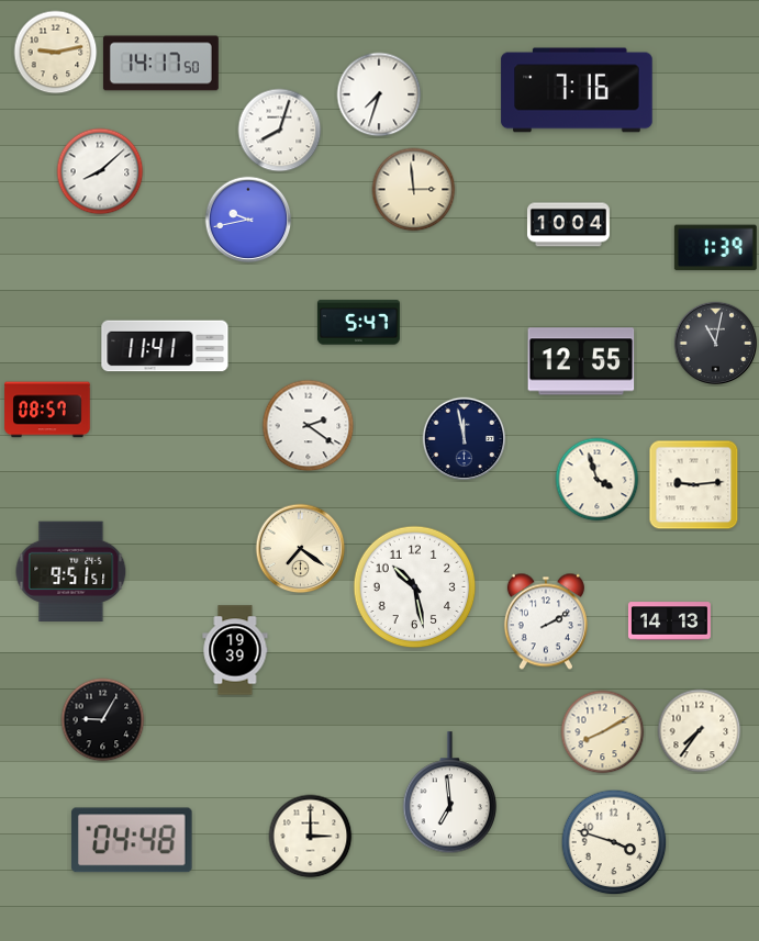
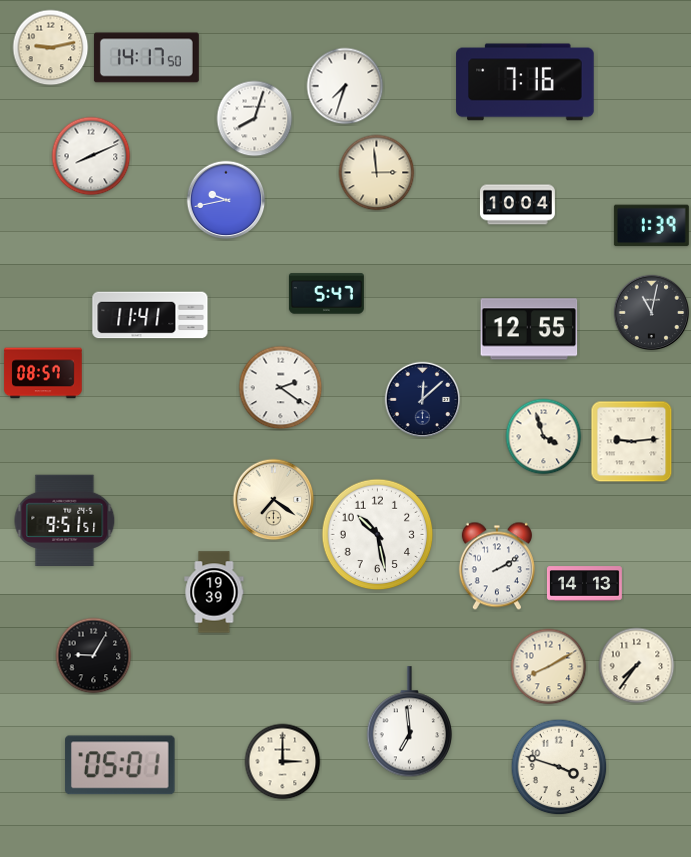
clock at (100, 171): 8:08 -> 8:11
clock at (465, 439): 11:58 -> 12:08
clock at (669, 621) position: (669, 621) -> (584, 584)
clock at (132, 840): 04:48 -> 05:01
